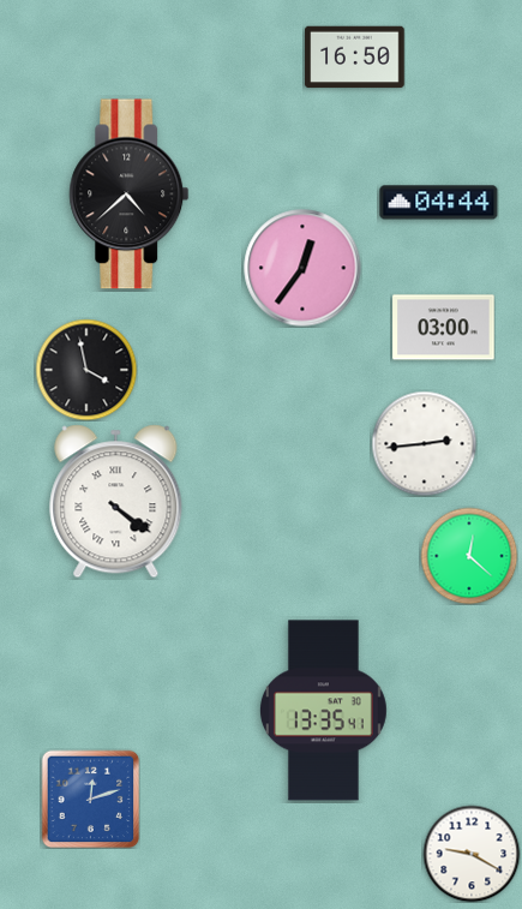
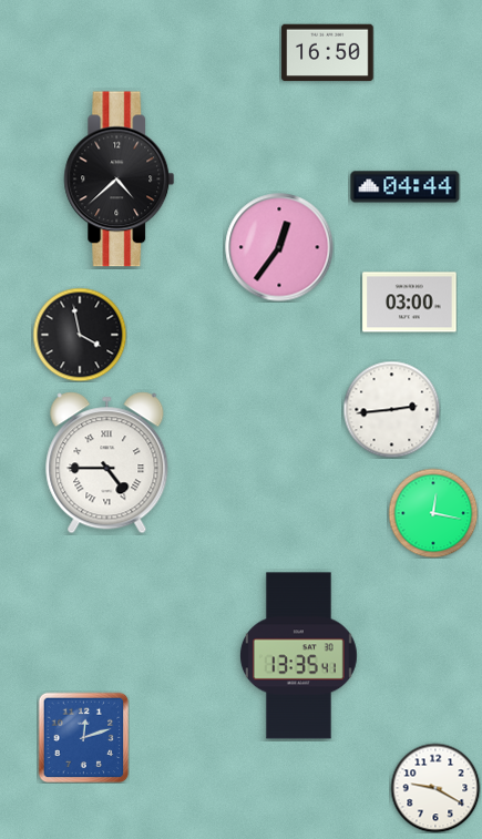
clock at (86, 370) position: (86, 370) -> (80, 335)
clock at (116, 502): 4:21 -> 4:45
clock at (469, 556): 12:22 -> 12:17
